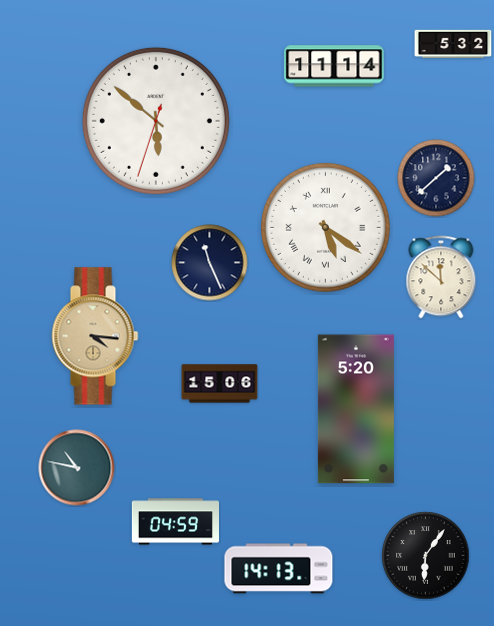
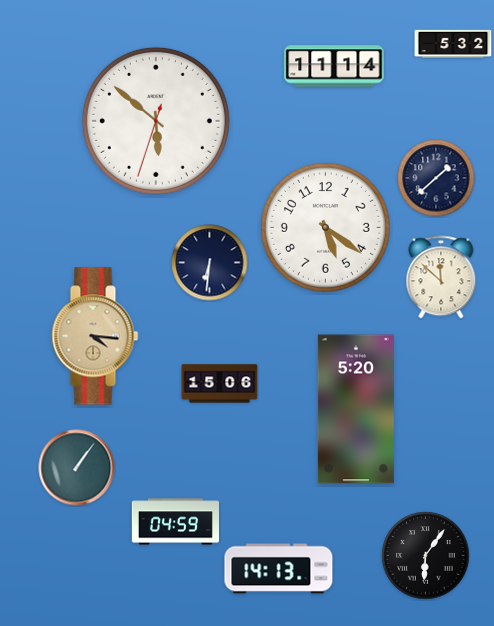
clock at (325, 227) numerals: Roman -> Arabic
clock at (210, 263): 11:26 -> 6:31
clock at (77, 468): 10:47 -> 1:06
